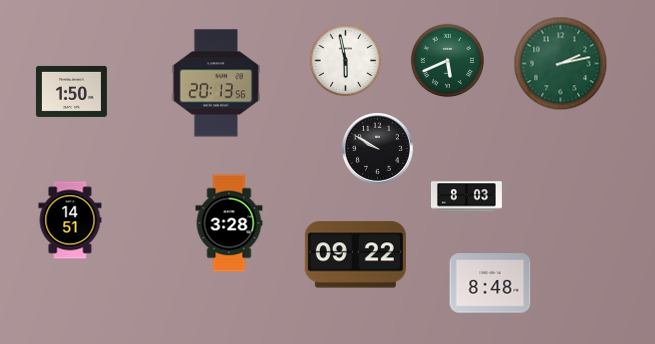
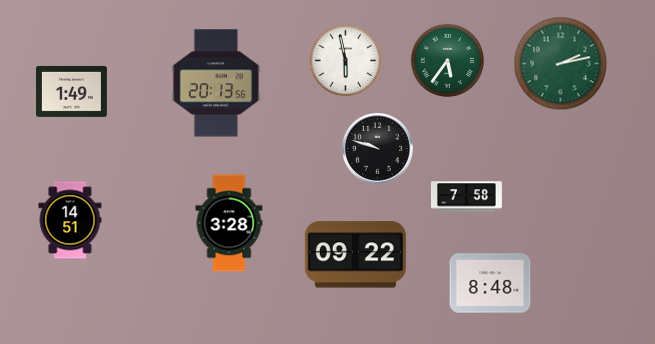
clock at (448, 61): 5:41 -> 5:36
clock at (71, 91): 1:50 -> 1:49
clock at (377, 148): 9:50 -> 9:48
clock at (466, 197): 8:03 -> 7:58
